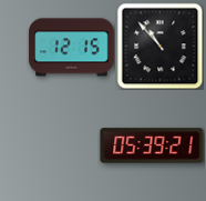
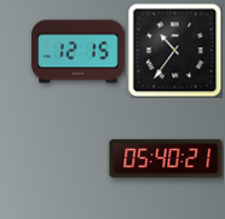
clock at (159, 46): 10:53 -> 10:36
clock at (152, 145): 05:39 -> 05:40
